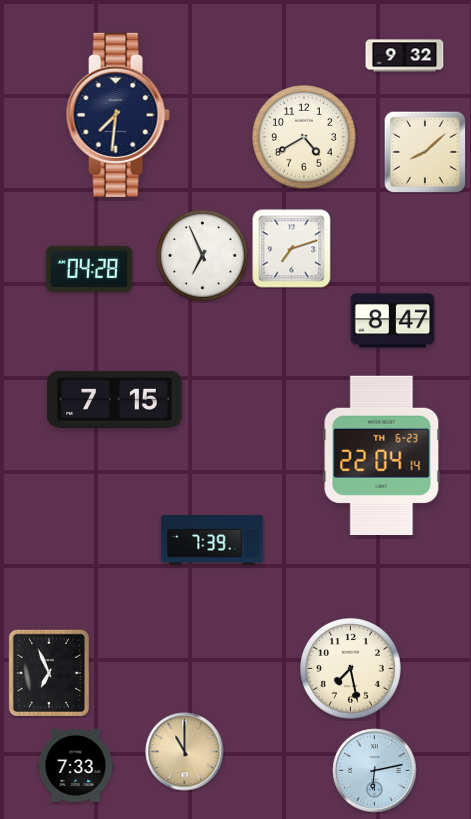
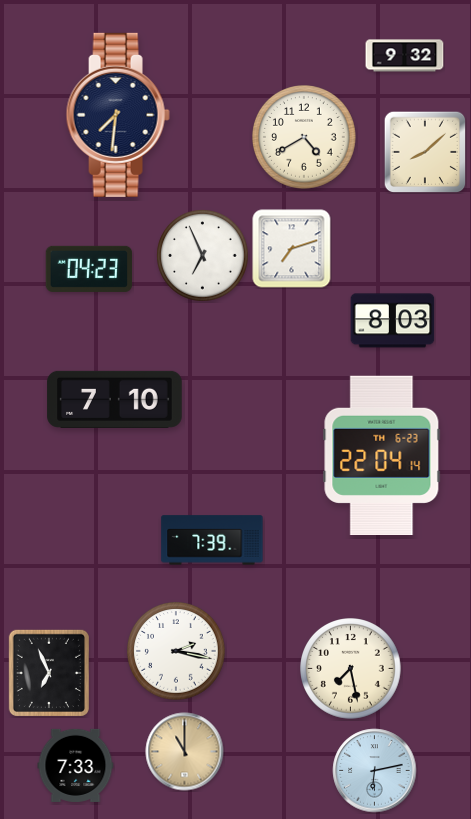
clock at (89, 269): 04:28 -> 04:23
clock at (393, 321): 8:47 -> 8:03
clock at (115, 399): 7:15 -> 7:10
clock at (176, 651): none -> 2:17
